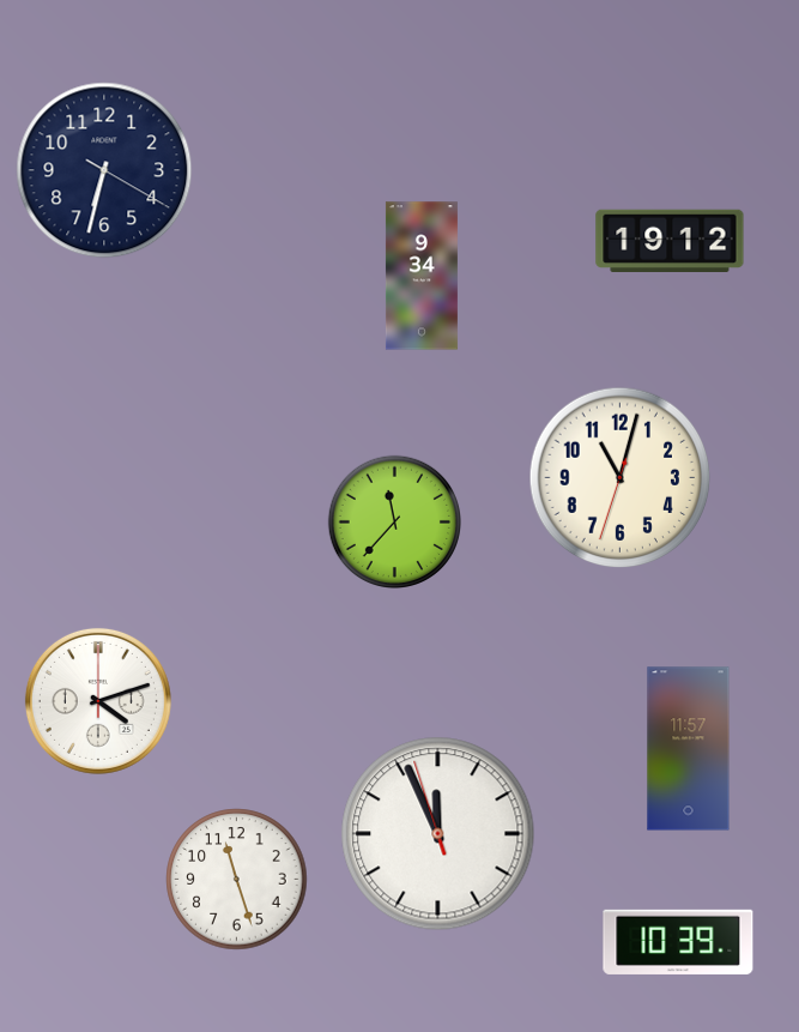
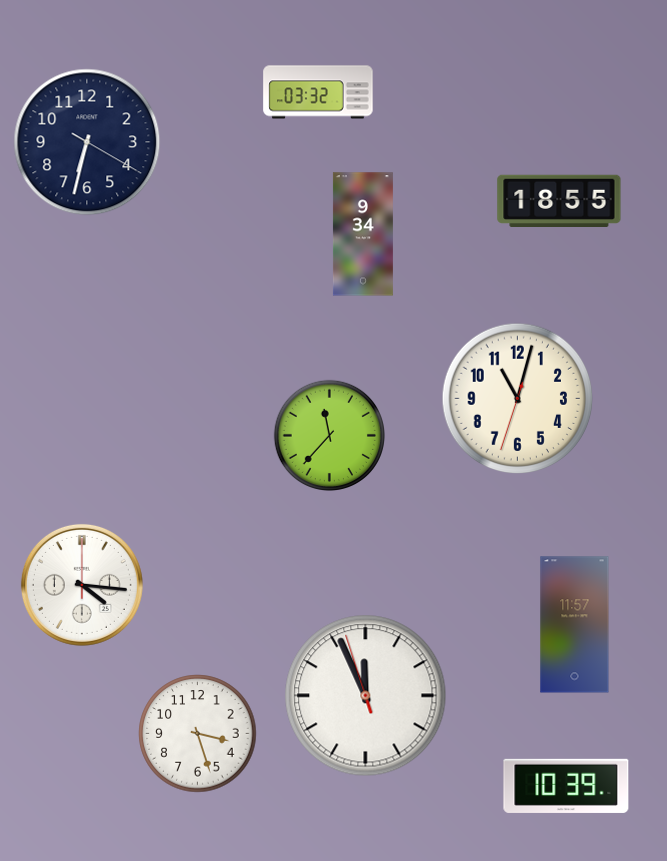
clock at (318, 92): none -> 03:32
clock at (670, 240): 19:12 -> 18:55
clock at (422, 276) position: (422, 276) -> (363, 234)
clock at (98, 701): 4:12 -> 4:16
clock at (237, 880): 11:27 -> 3:27
